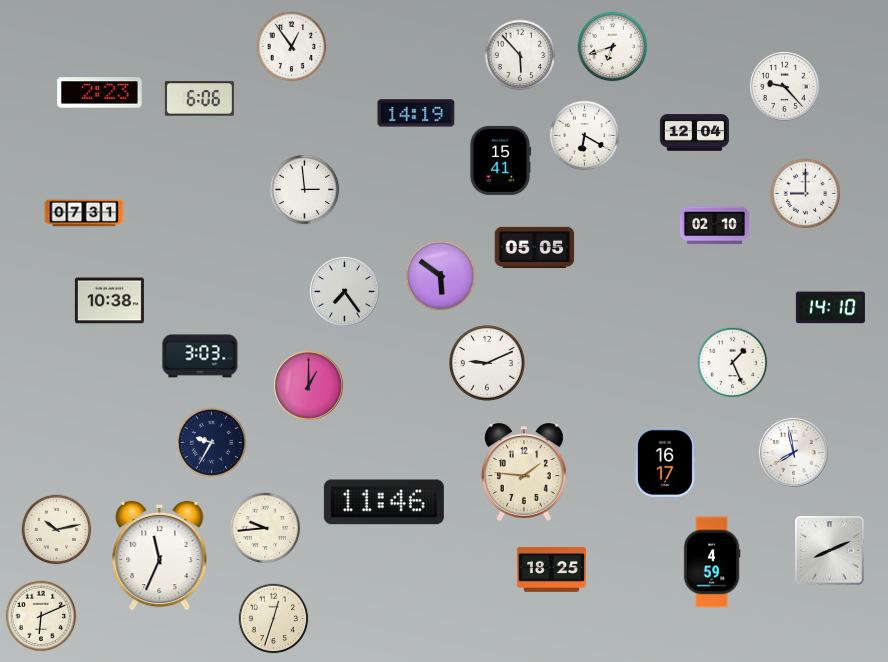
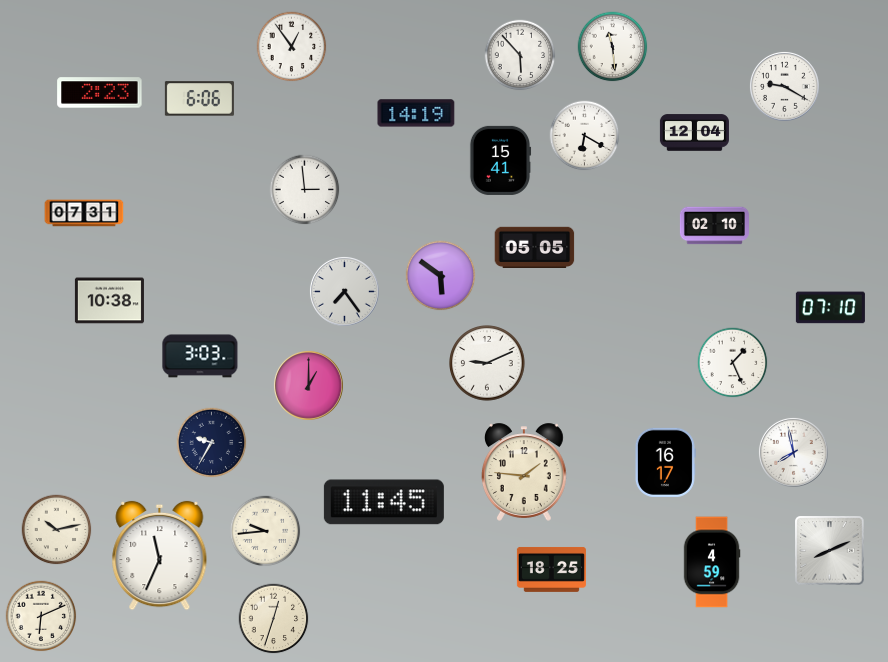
clock at (613, 47): 6:42 -> 11:29
clock at (784, 86): 9:23 -> 9:20
clock at (806, 194): 9:00 -> none
clock at (830, 308): 14:10 -> 07:10
clock at (384, 502): 11:46 -> 11:45
clock at (265, 528) position: (265, 528) -> (265, 531)
